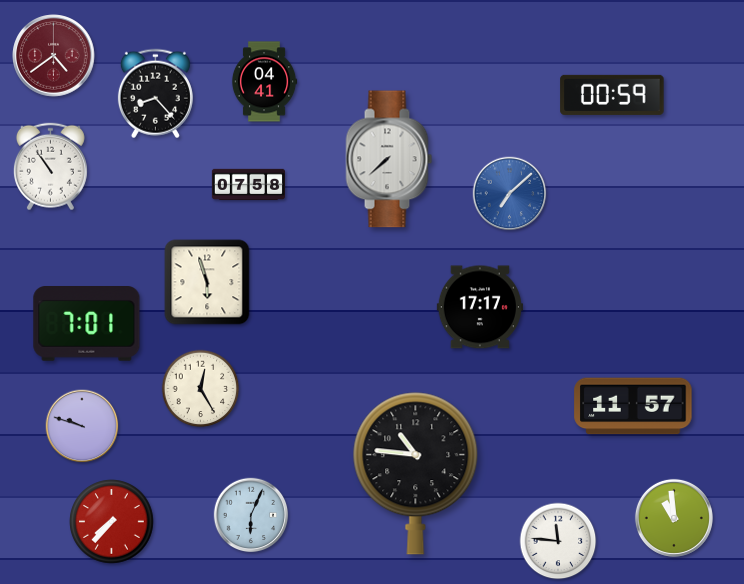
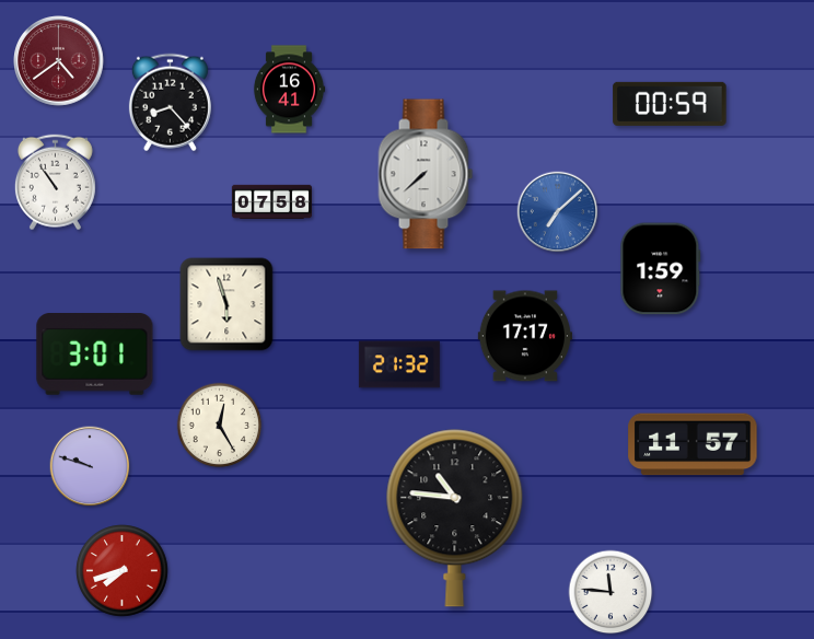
clock at (264, 82): 04:41 -> 16:41
clock at (661, 269): none -> 1:59
clock at (207, 282) position: (207, 282) -> (226, 304)
clock at (87, 324): 7:01 -> 3:01
clock at (399, 364): none -> 21:32
clock at (251, 515): 6:04 -> none
clock at (674, 518): 10:59 -> none
clock at (112, 522): 7:37 -> 7:42
